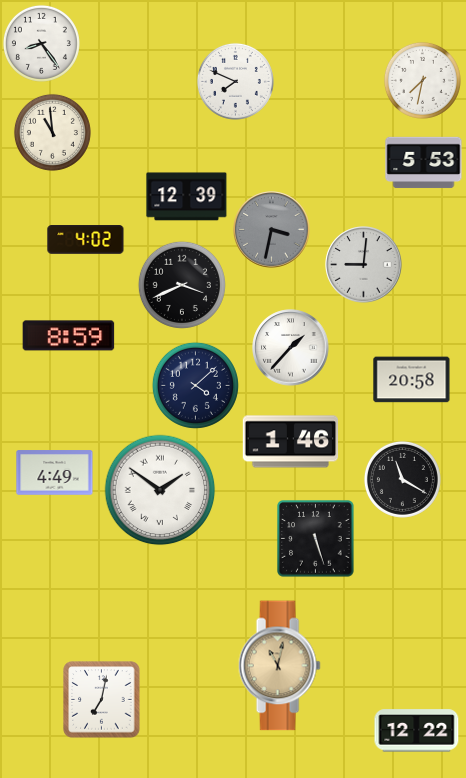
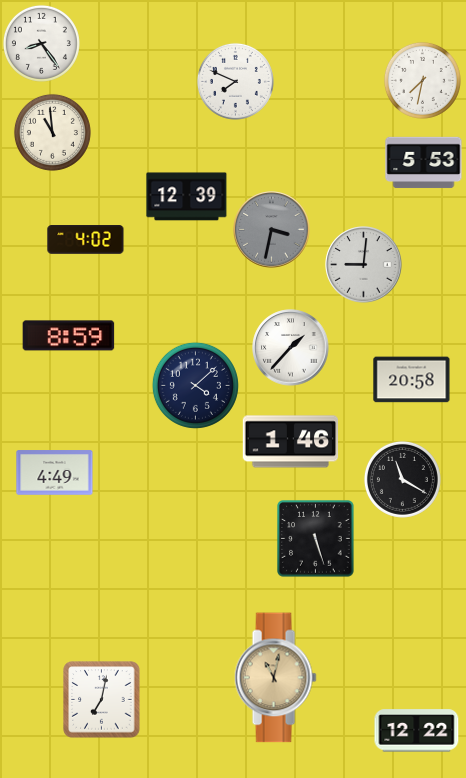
clock at (182, 285): 3:41 -> none
clock at (160, 490): 1:51 -> none
clock at (279, 666) position: (279, 666) -> (275, 678)
